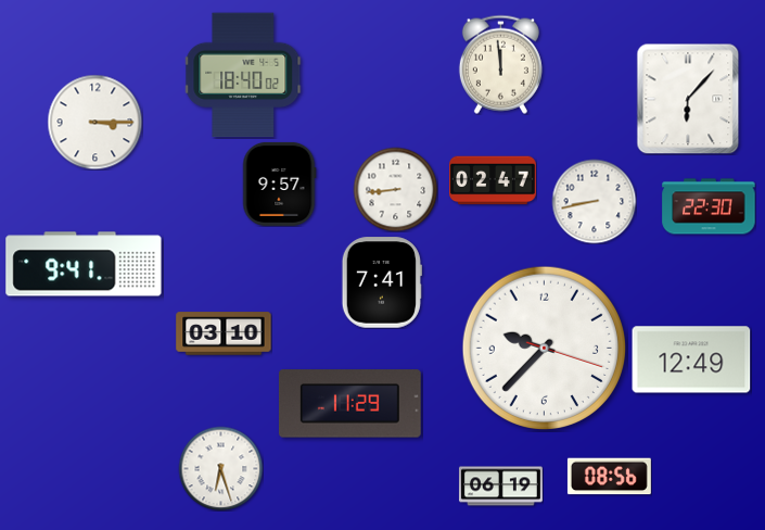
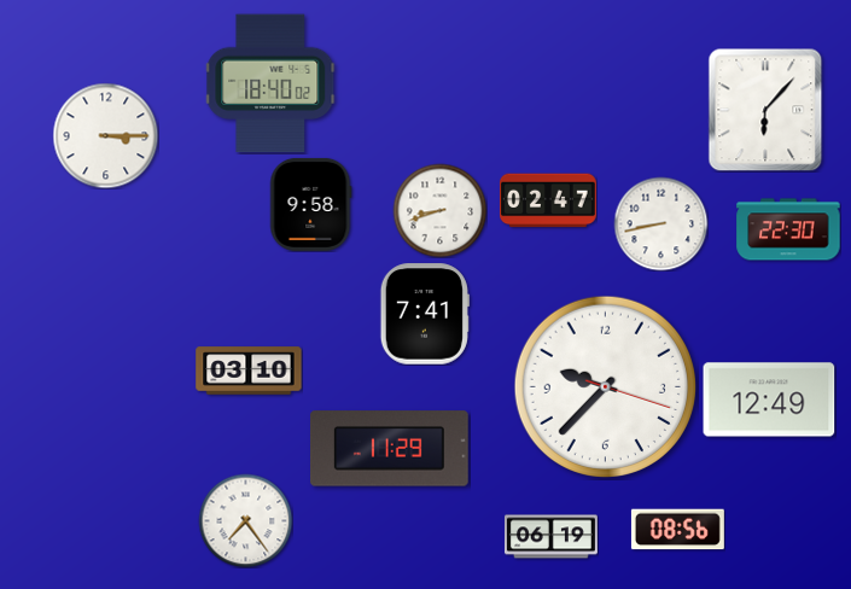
clock at (500, 64): 11:59 -> none
clock at (279, 184): 9:57 -> 9:58
clock at (395, 189): 8:44 -> 8:42
clock at (84, 264): 9:41 -> none
clock at (220, 468): 6:27 -> 7:24
clock at (500, 487) position: (500, 487) -> (550, 537)
